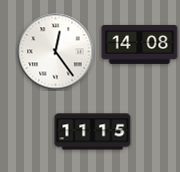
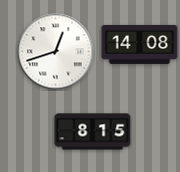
clock at (56, 52): 12:24 -> 12:42
clock at (93, 132): 11:15 -> 8:15
